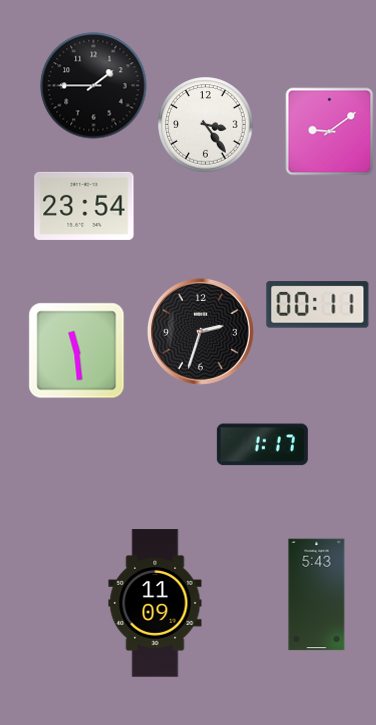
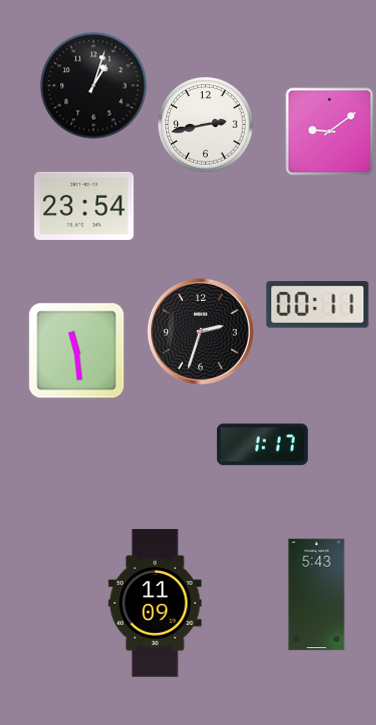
clock at (94, 86): 1:45 -> 1:03
clock at (206, 125): 3:24 -> 2:43
